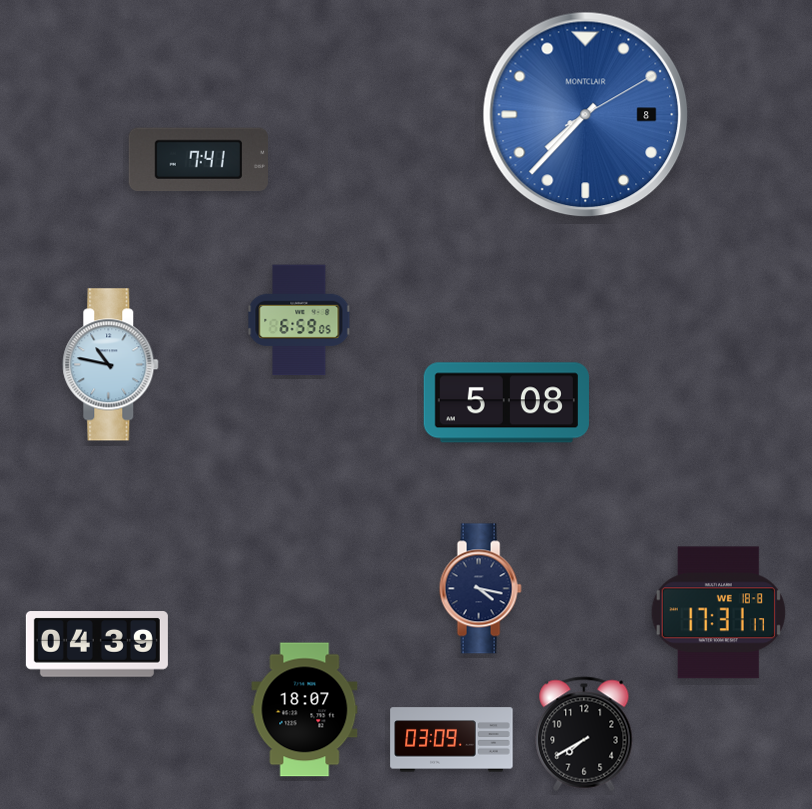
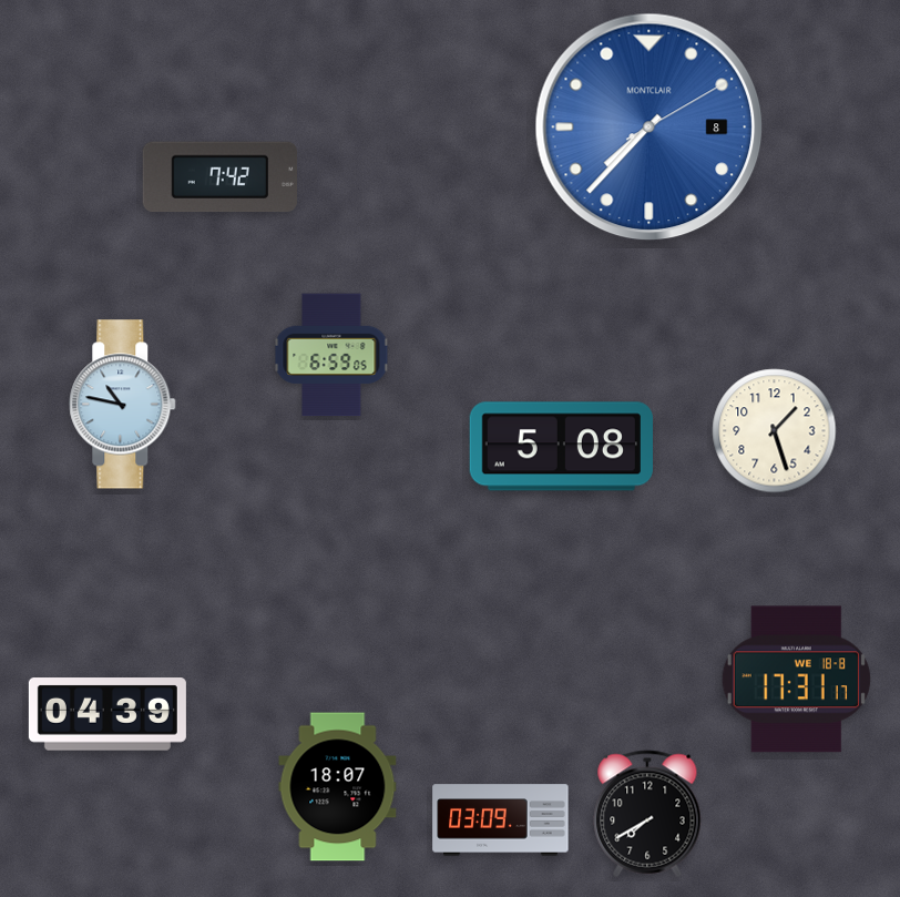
clock at (198, 160): 7:41 -> 7:42
clock at (775, 431): none -> 1:27
clock at (480, 589): 4:17 -> none
